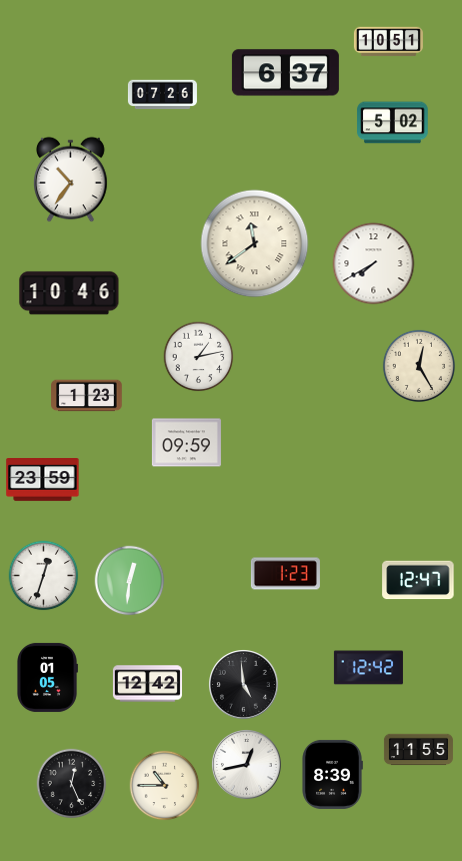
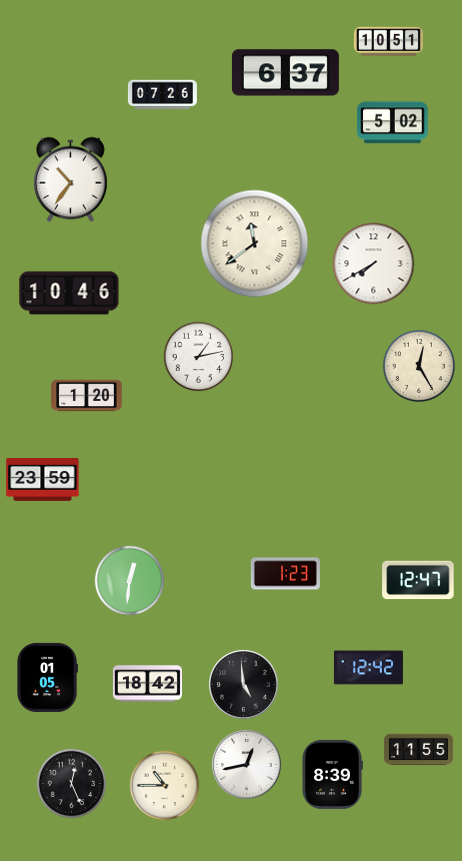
clock at (87, 396): 1:23 -> 1:20
clock at (186, 443): 09:59 -> none
clock at (44, 576): 12:33 -> none
clock at (147, 684): 12:42 -> 18:42
